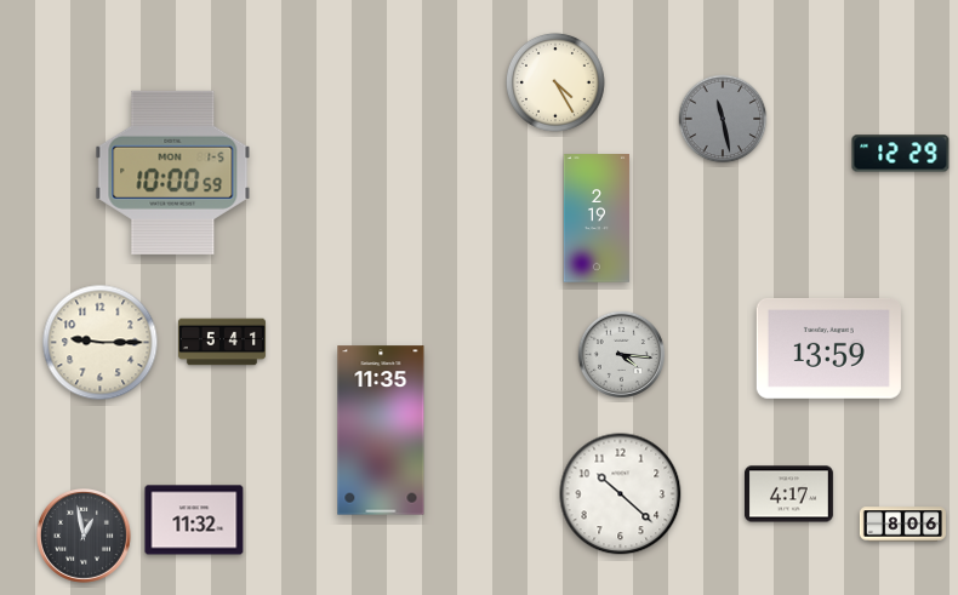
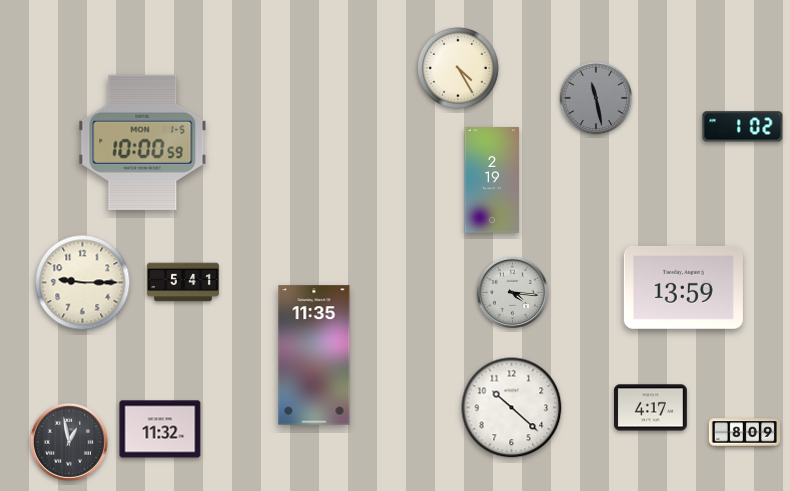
clock at (901, 154): 12:29 -> 1:02
clock at (902, 525): 8:06 -> 8:09
